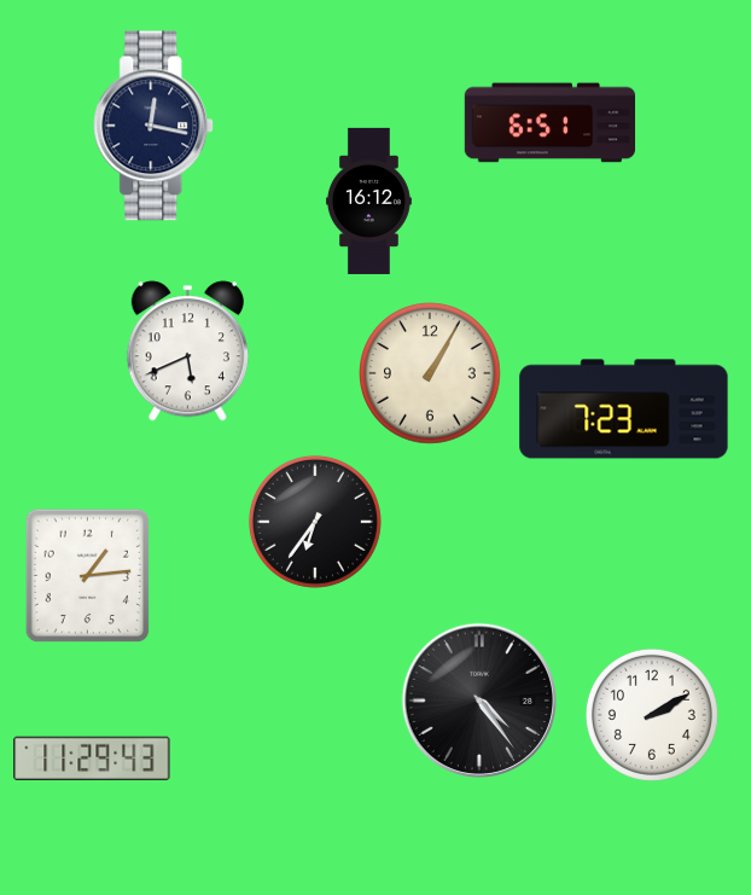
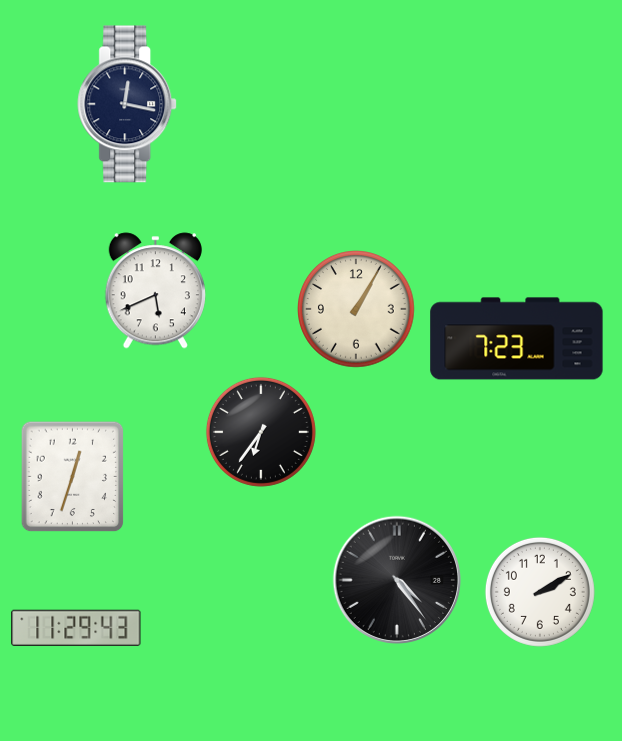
clock at (551, 123): 6:51 -> none
clock at (368, 200): 16:12 -> none
clock at (88, 576): 1:14 -> 12:33
